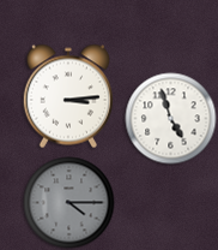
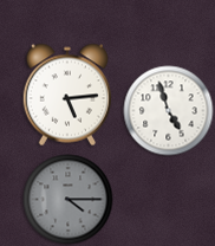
clock at (67, 96): 3:14 -> 5:14
clock at (171, 119) position: (171, 119) -> (169, 111)
